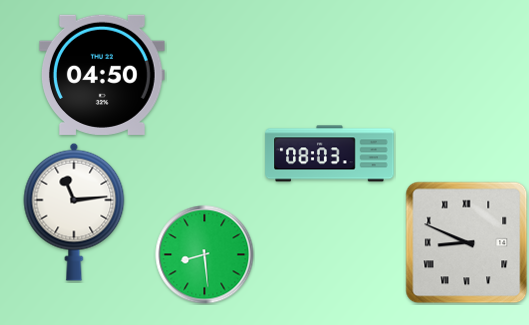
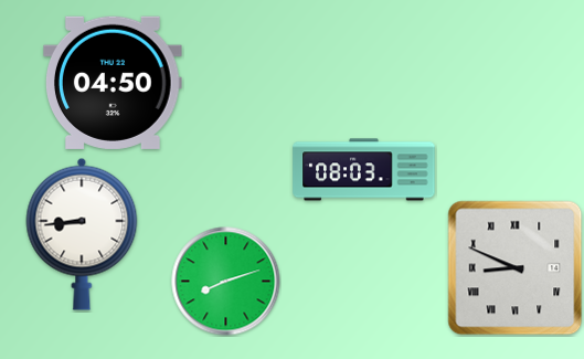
clock at (74, 212): 11:14 -> 8:44
clock at (205, 255): 8:29 -> 8:12
